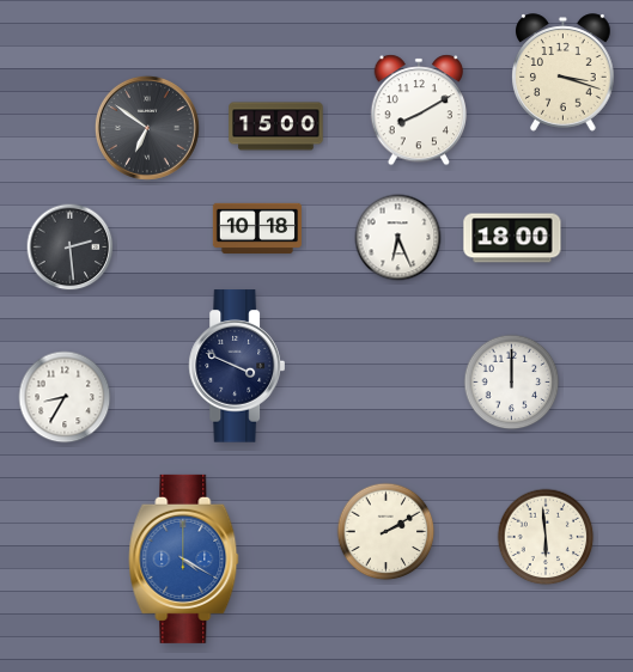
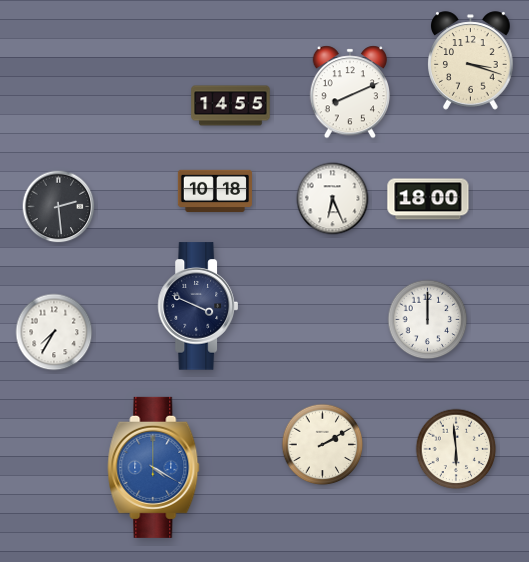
clock at (419, 110): 8:10 -> 8:11
clock at (276, 127): 15:00 -> 14:55
clock at (147, 128): 6:51 -> none
clock at (65, 397): 8:35 -> 7:35
